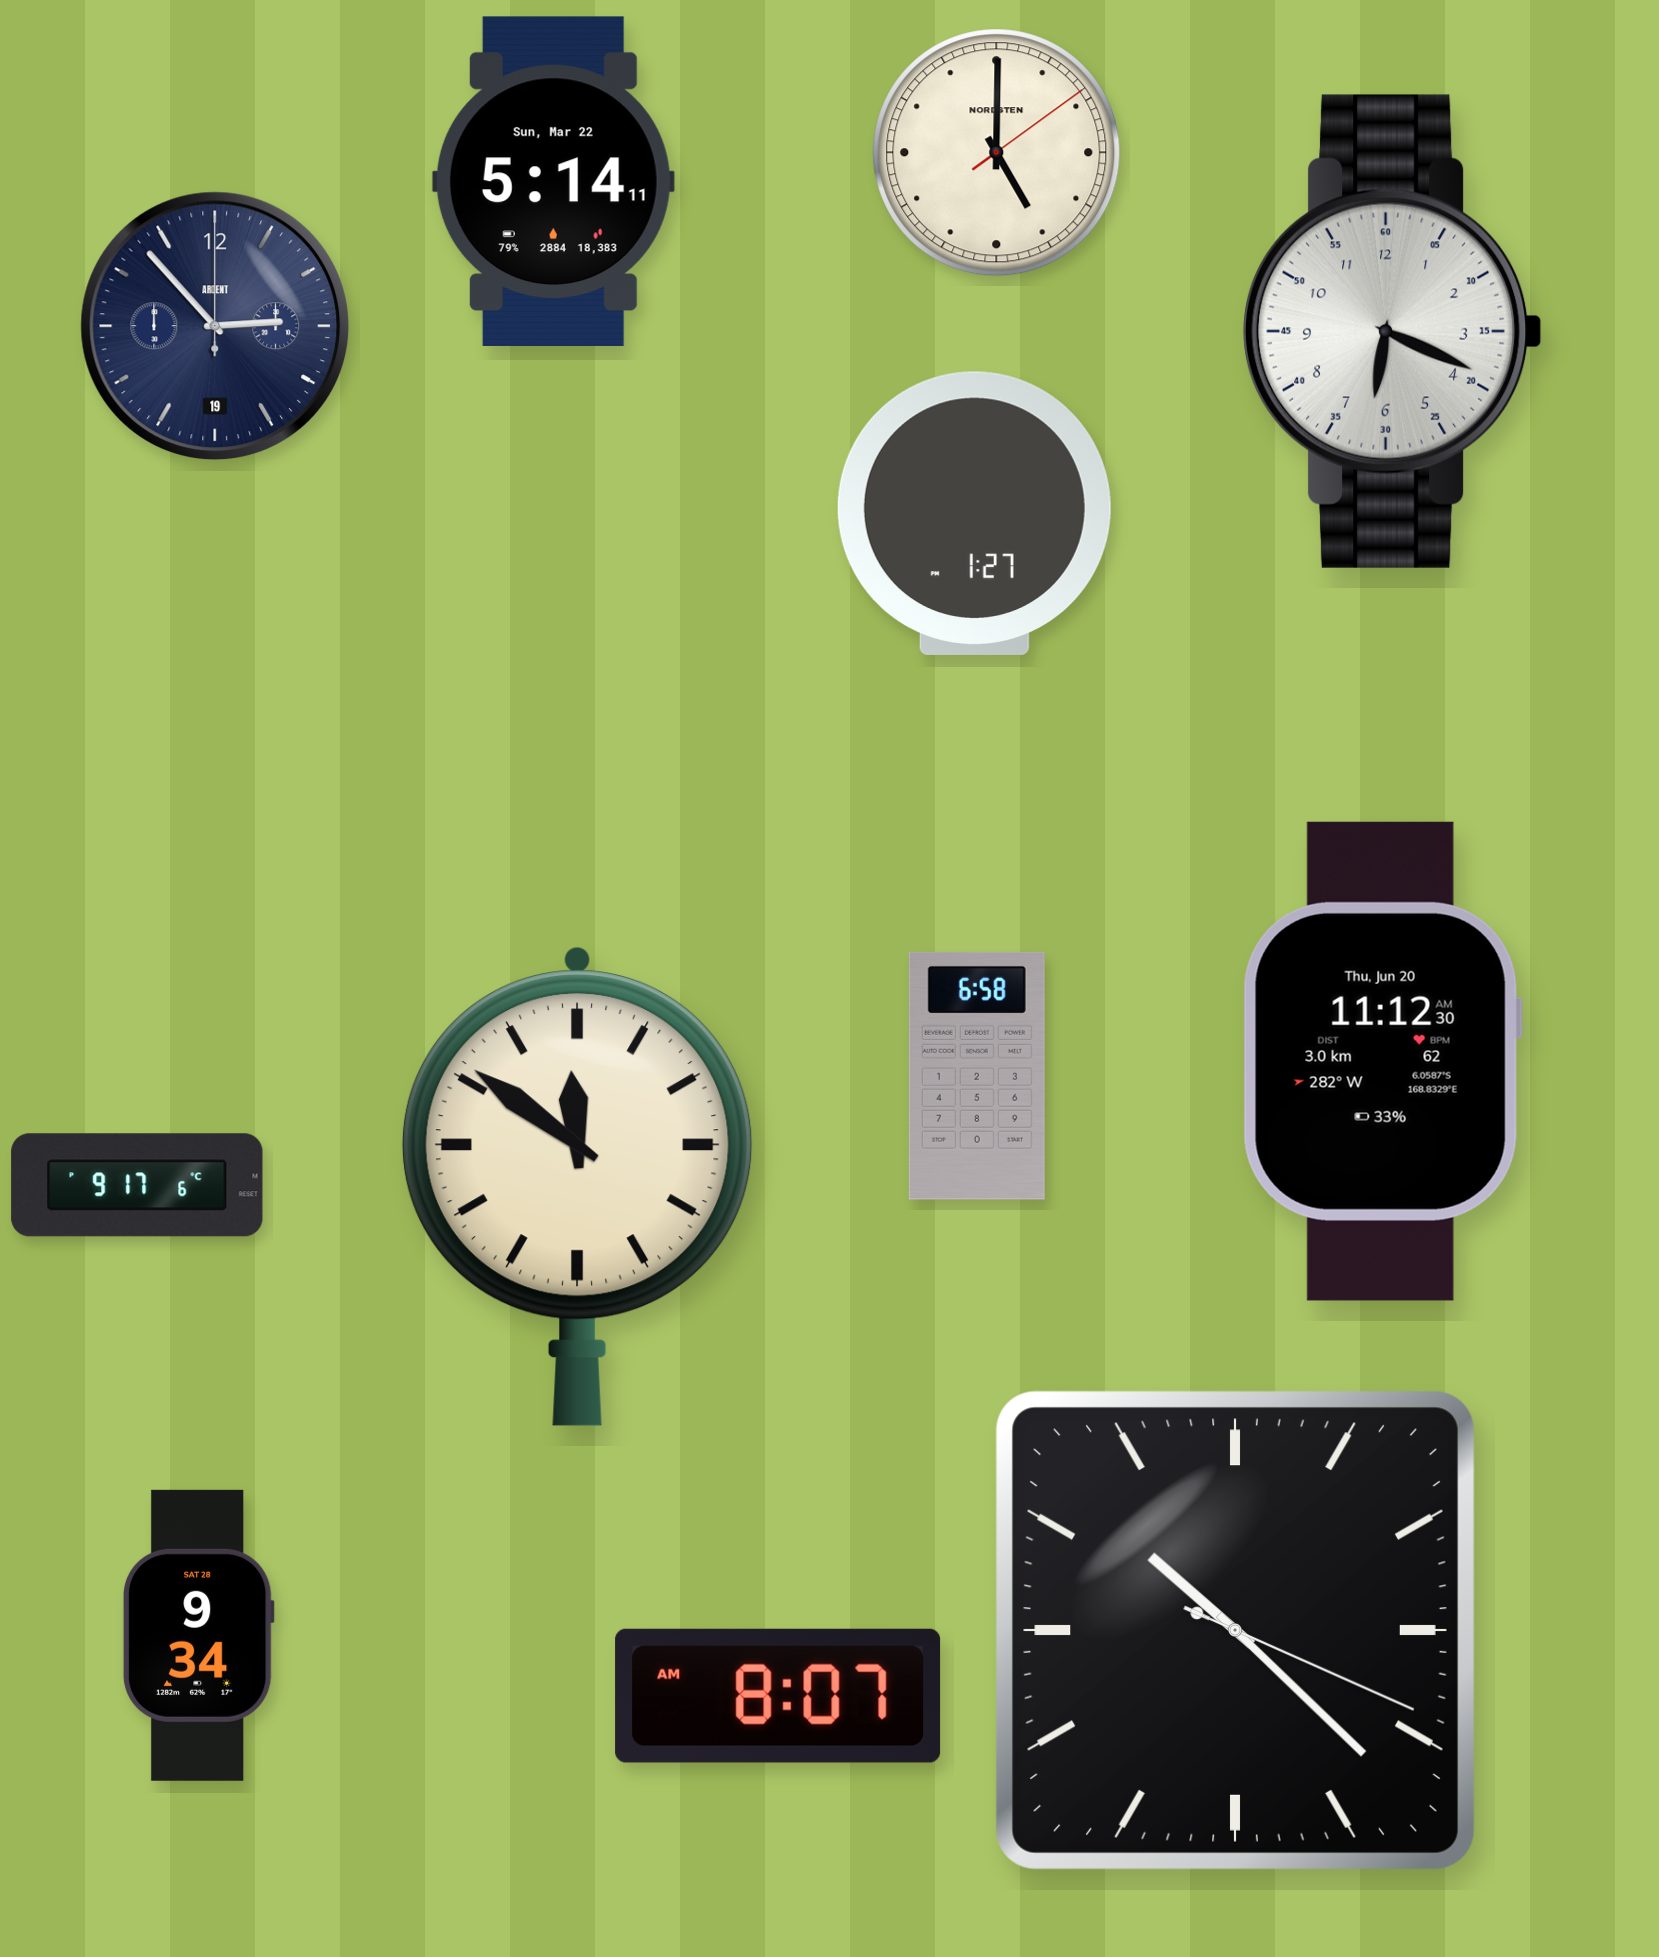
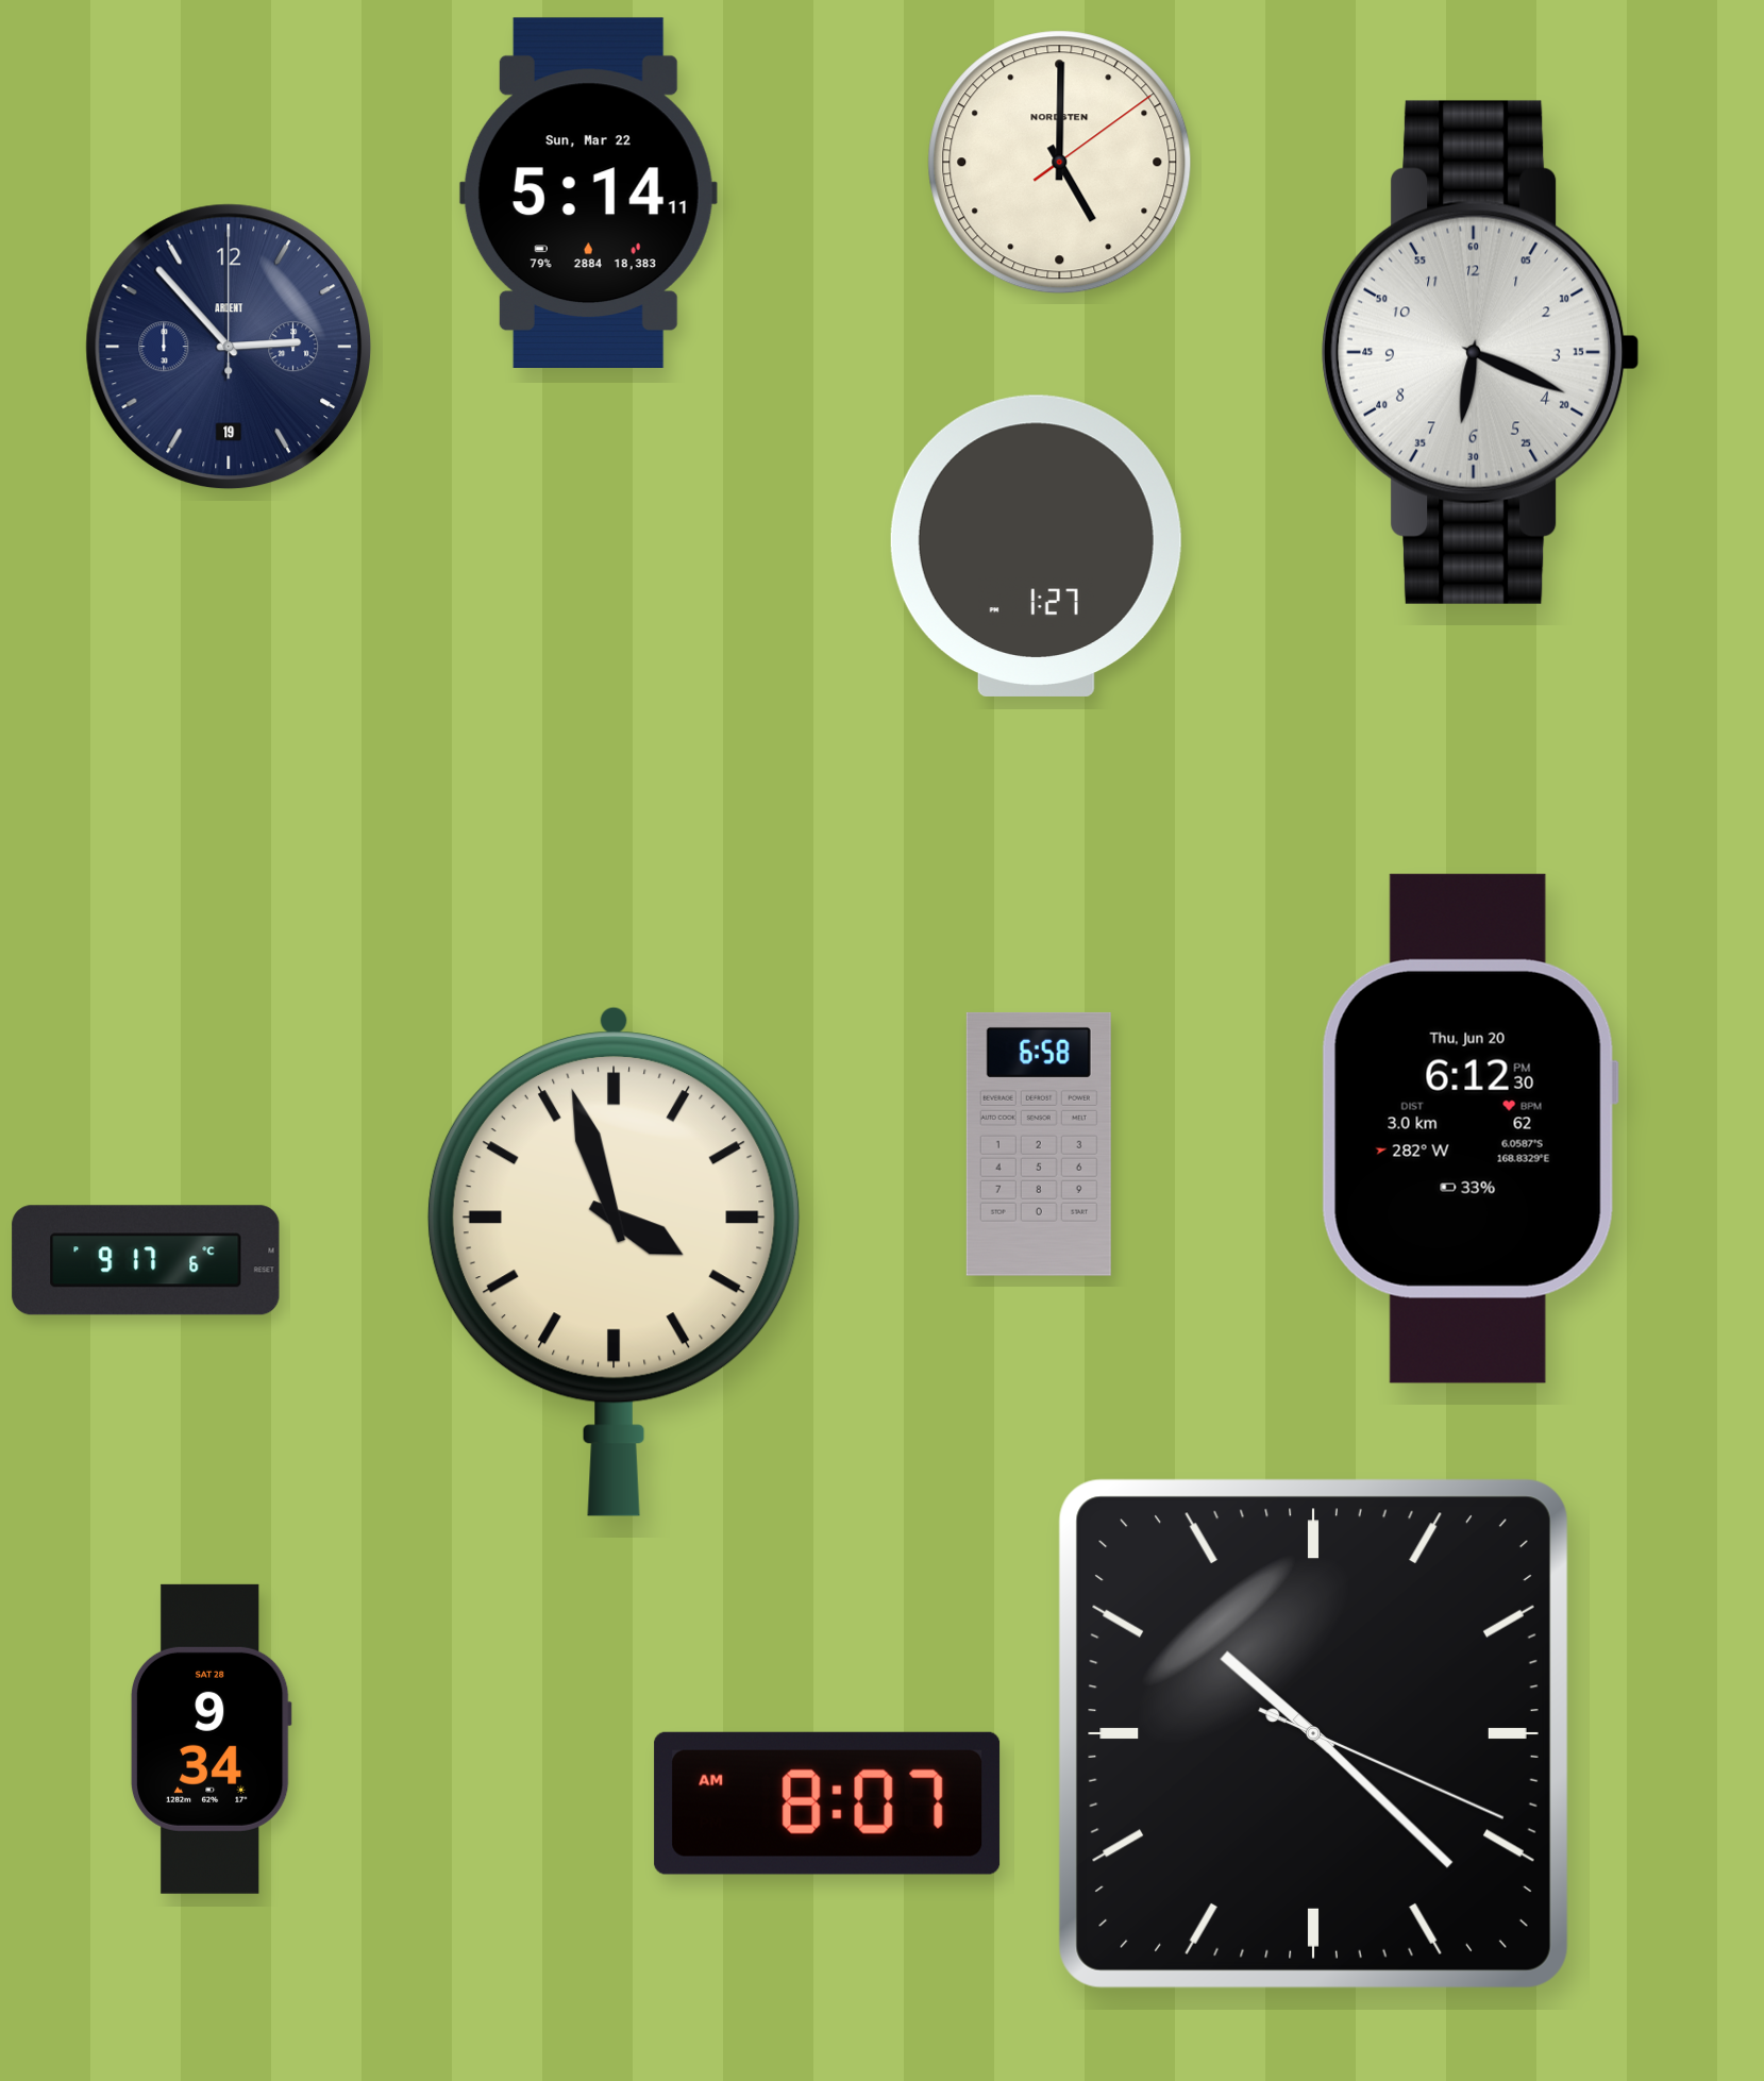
clock at (1382, 1061): 11:12 -> 6:12
clock at (577, 1187): 11:51 -> 3:57
